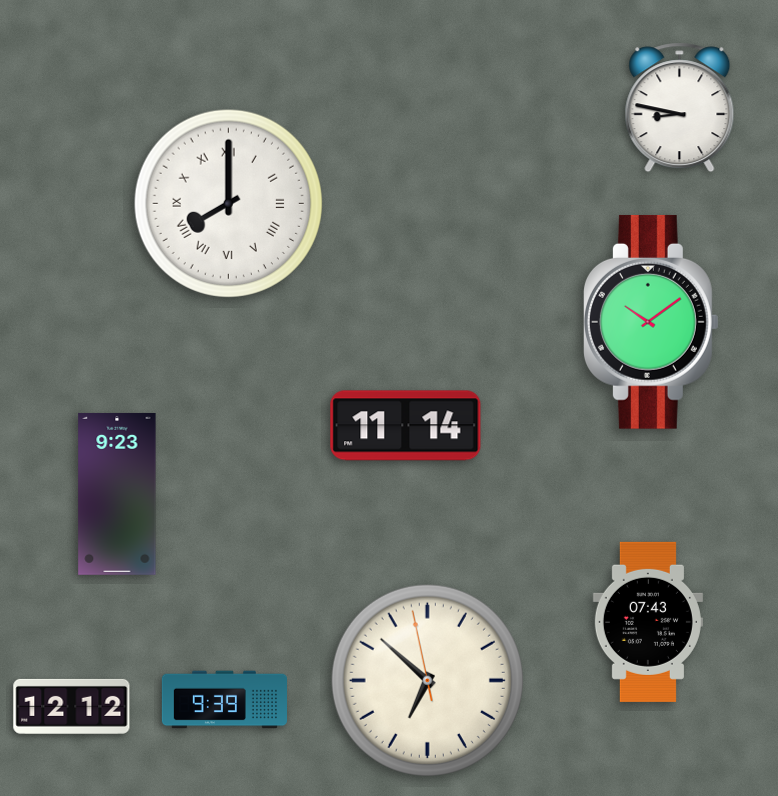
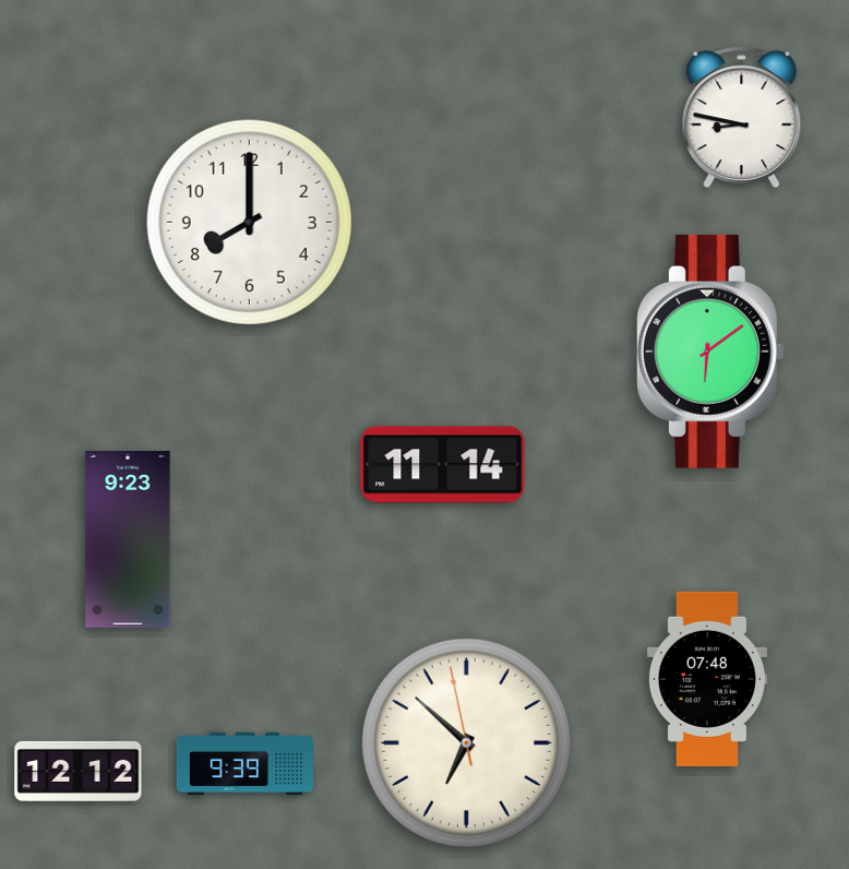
clock at (228, 203) numerals: Roman -> Arabic
clock at (651, 322): 10:09 -> 6:09
clock at (648, 622): 07:43 -> 07:48
